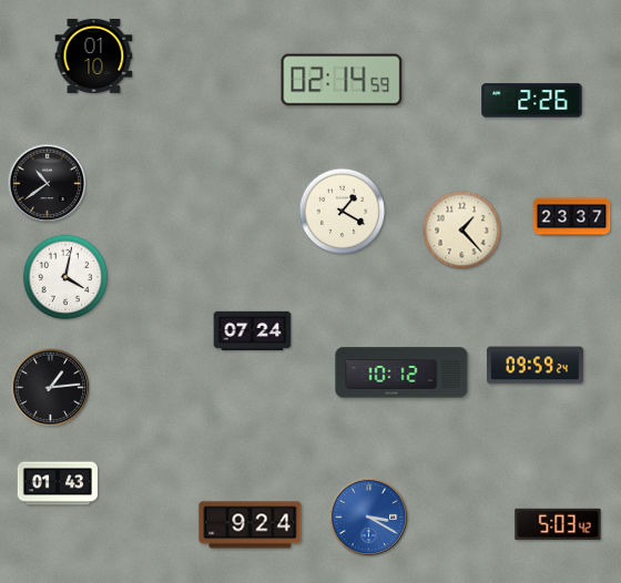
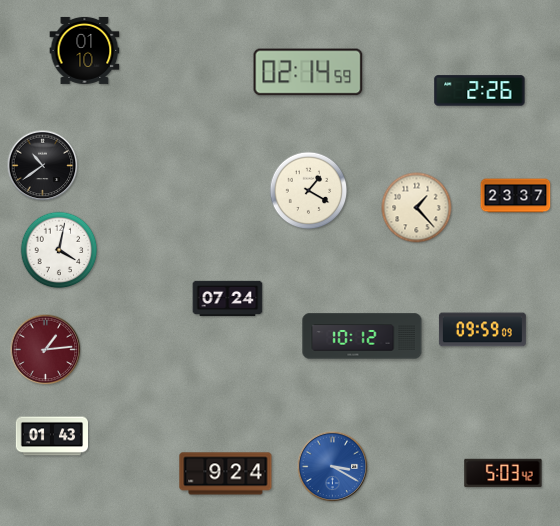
clock at (535, 366): 09:59:24 -> 09:59:09
clock at (51, 388) dial: black -> burgundy
